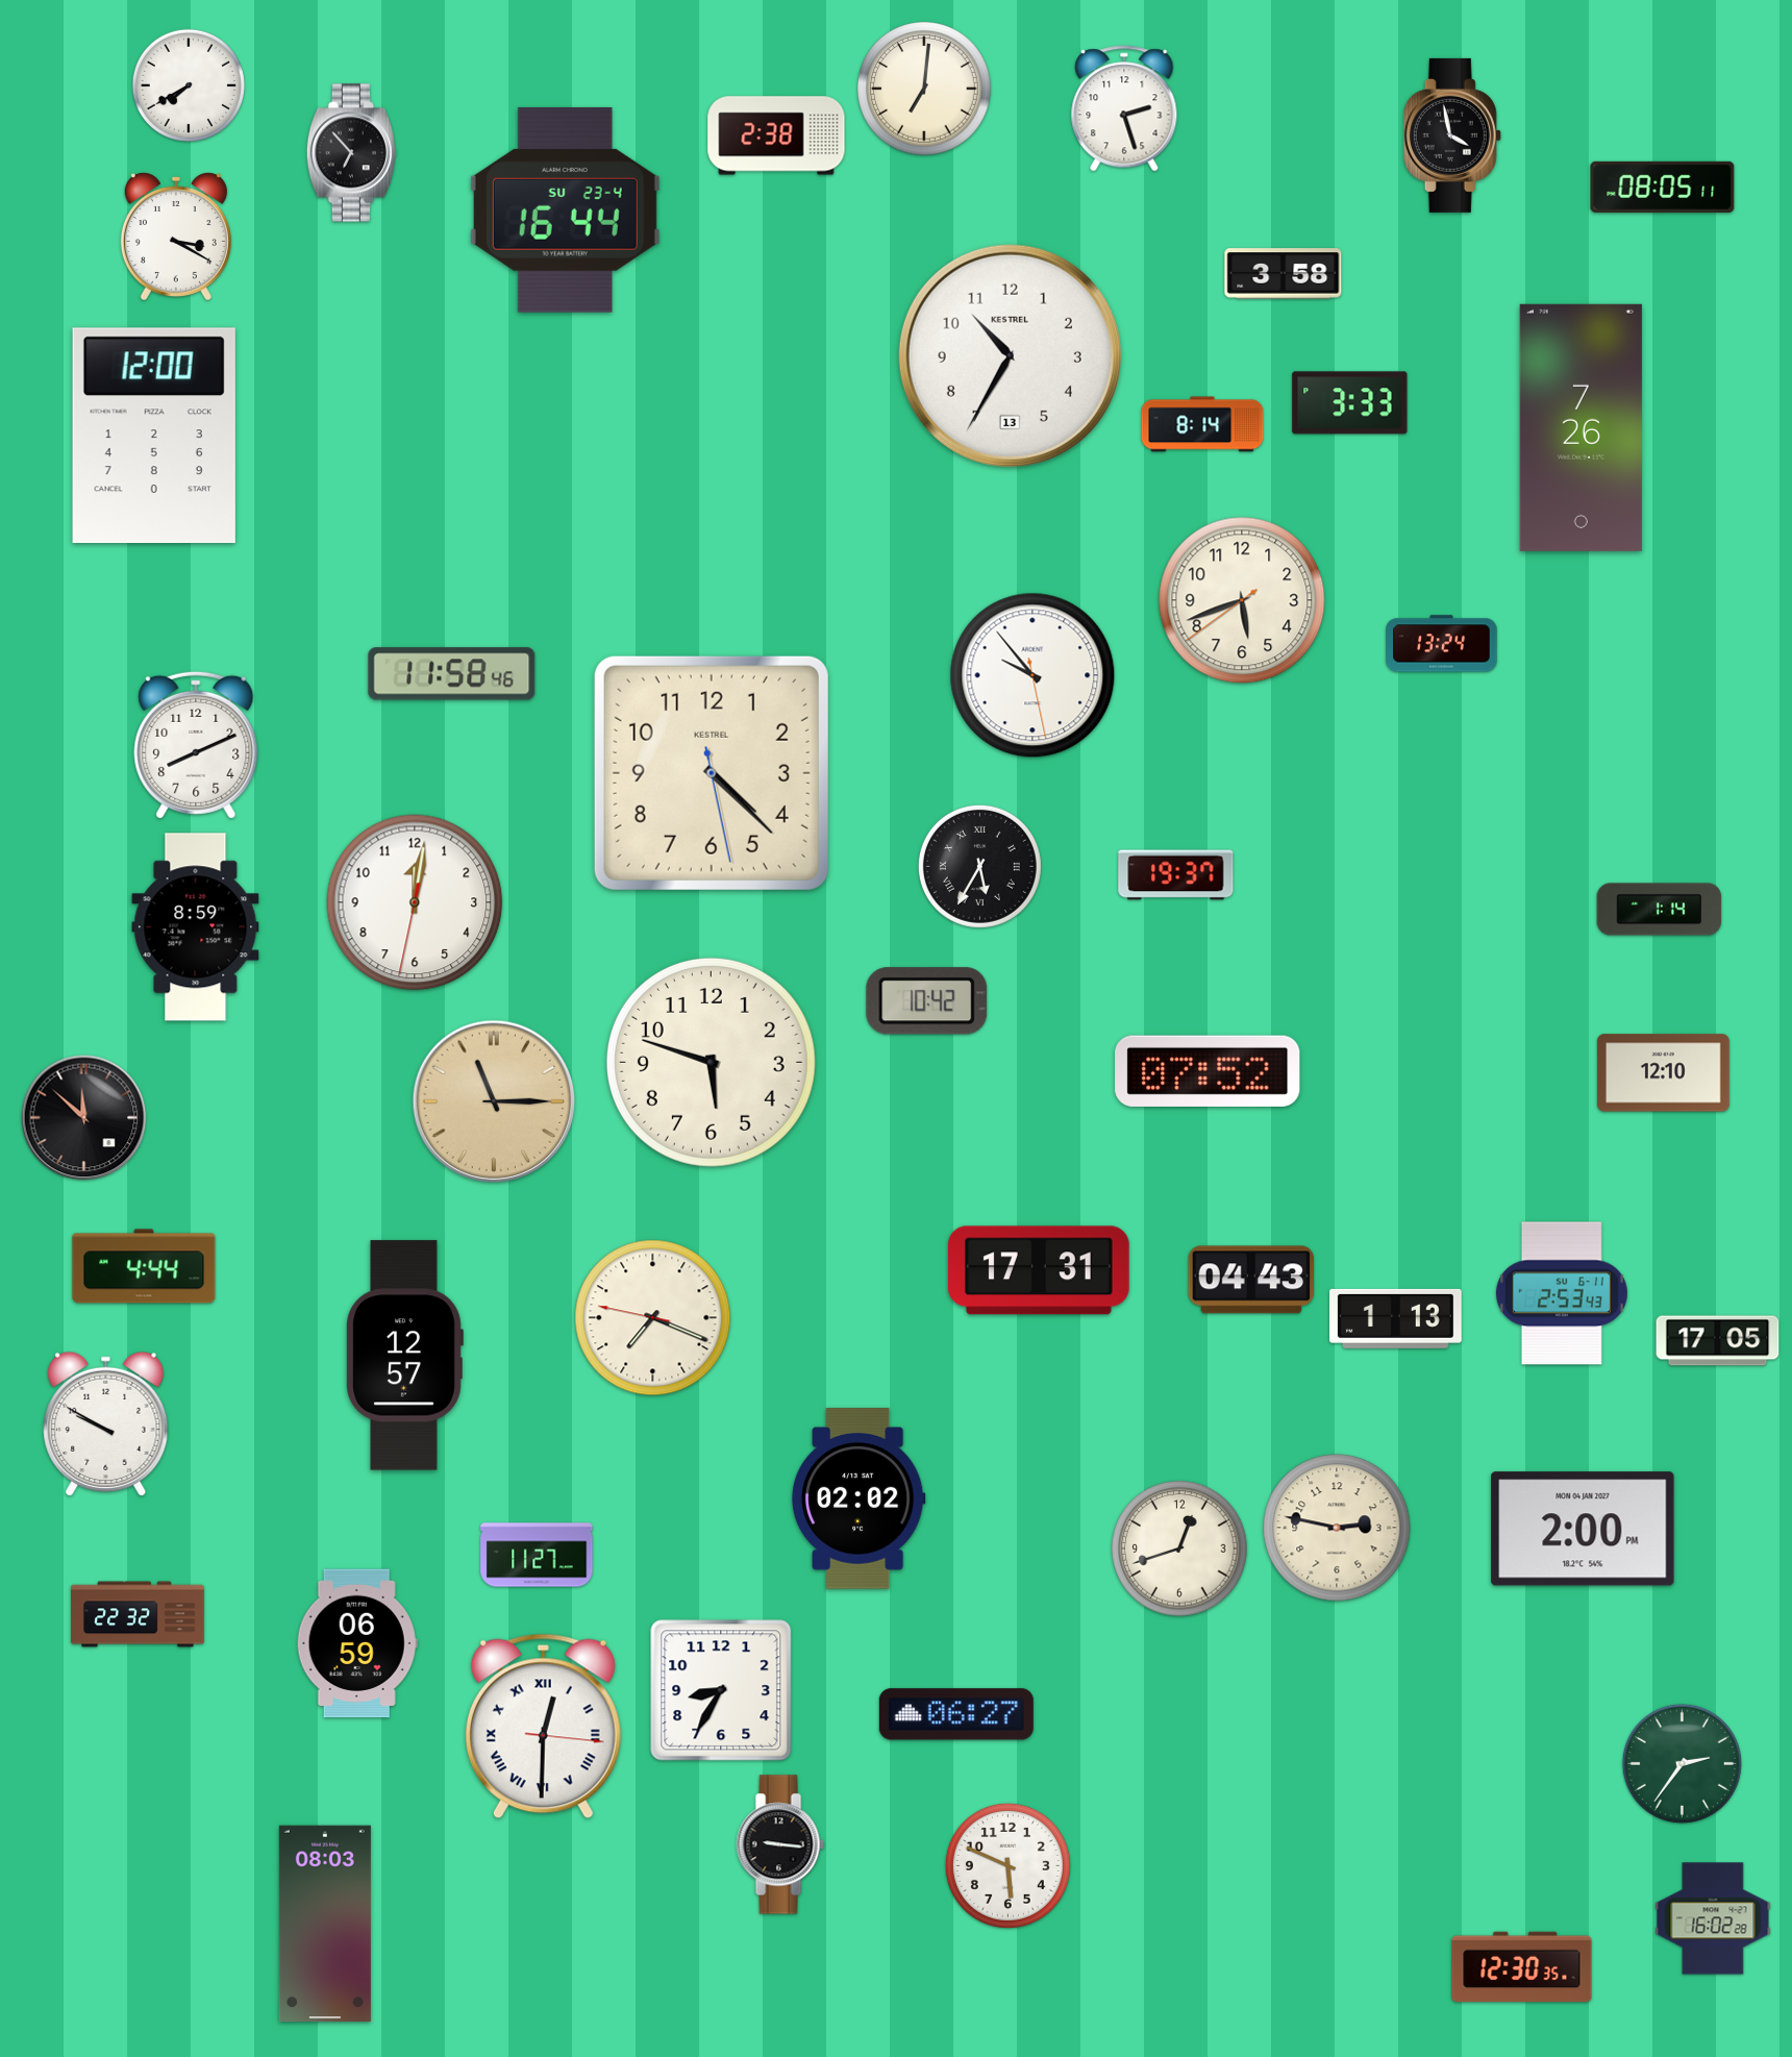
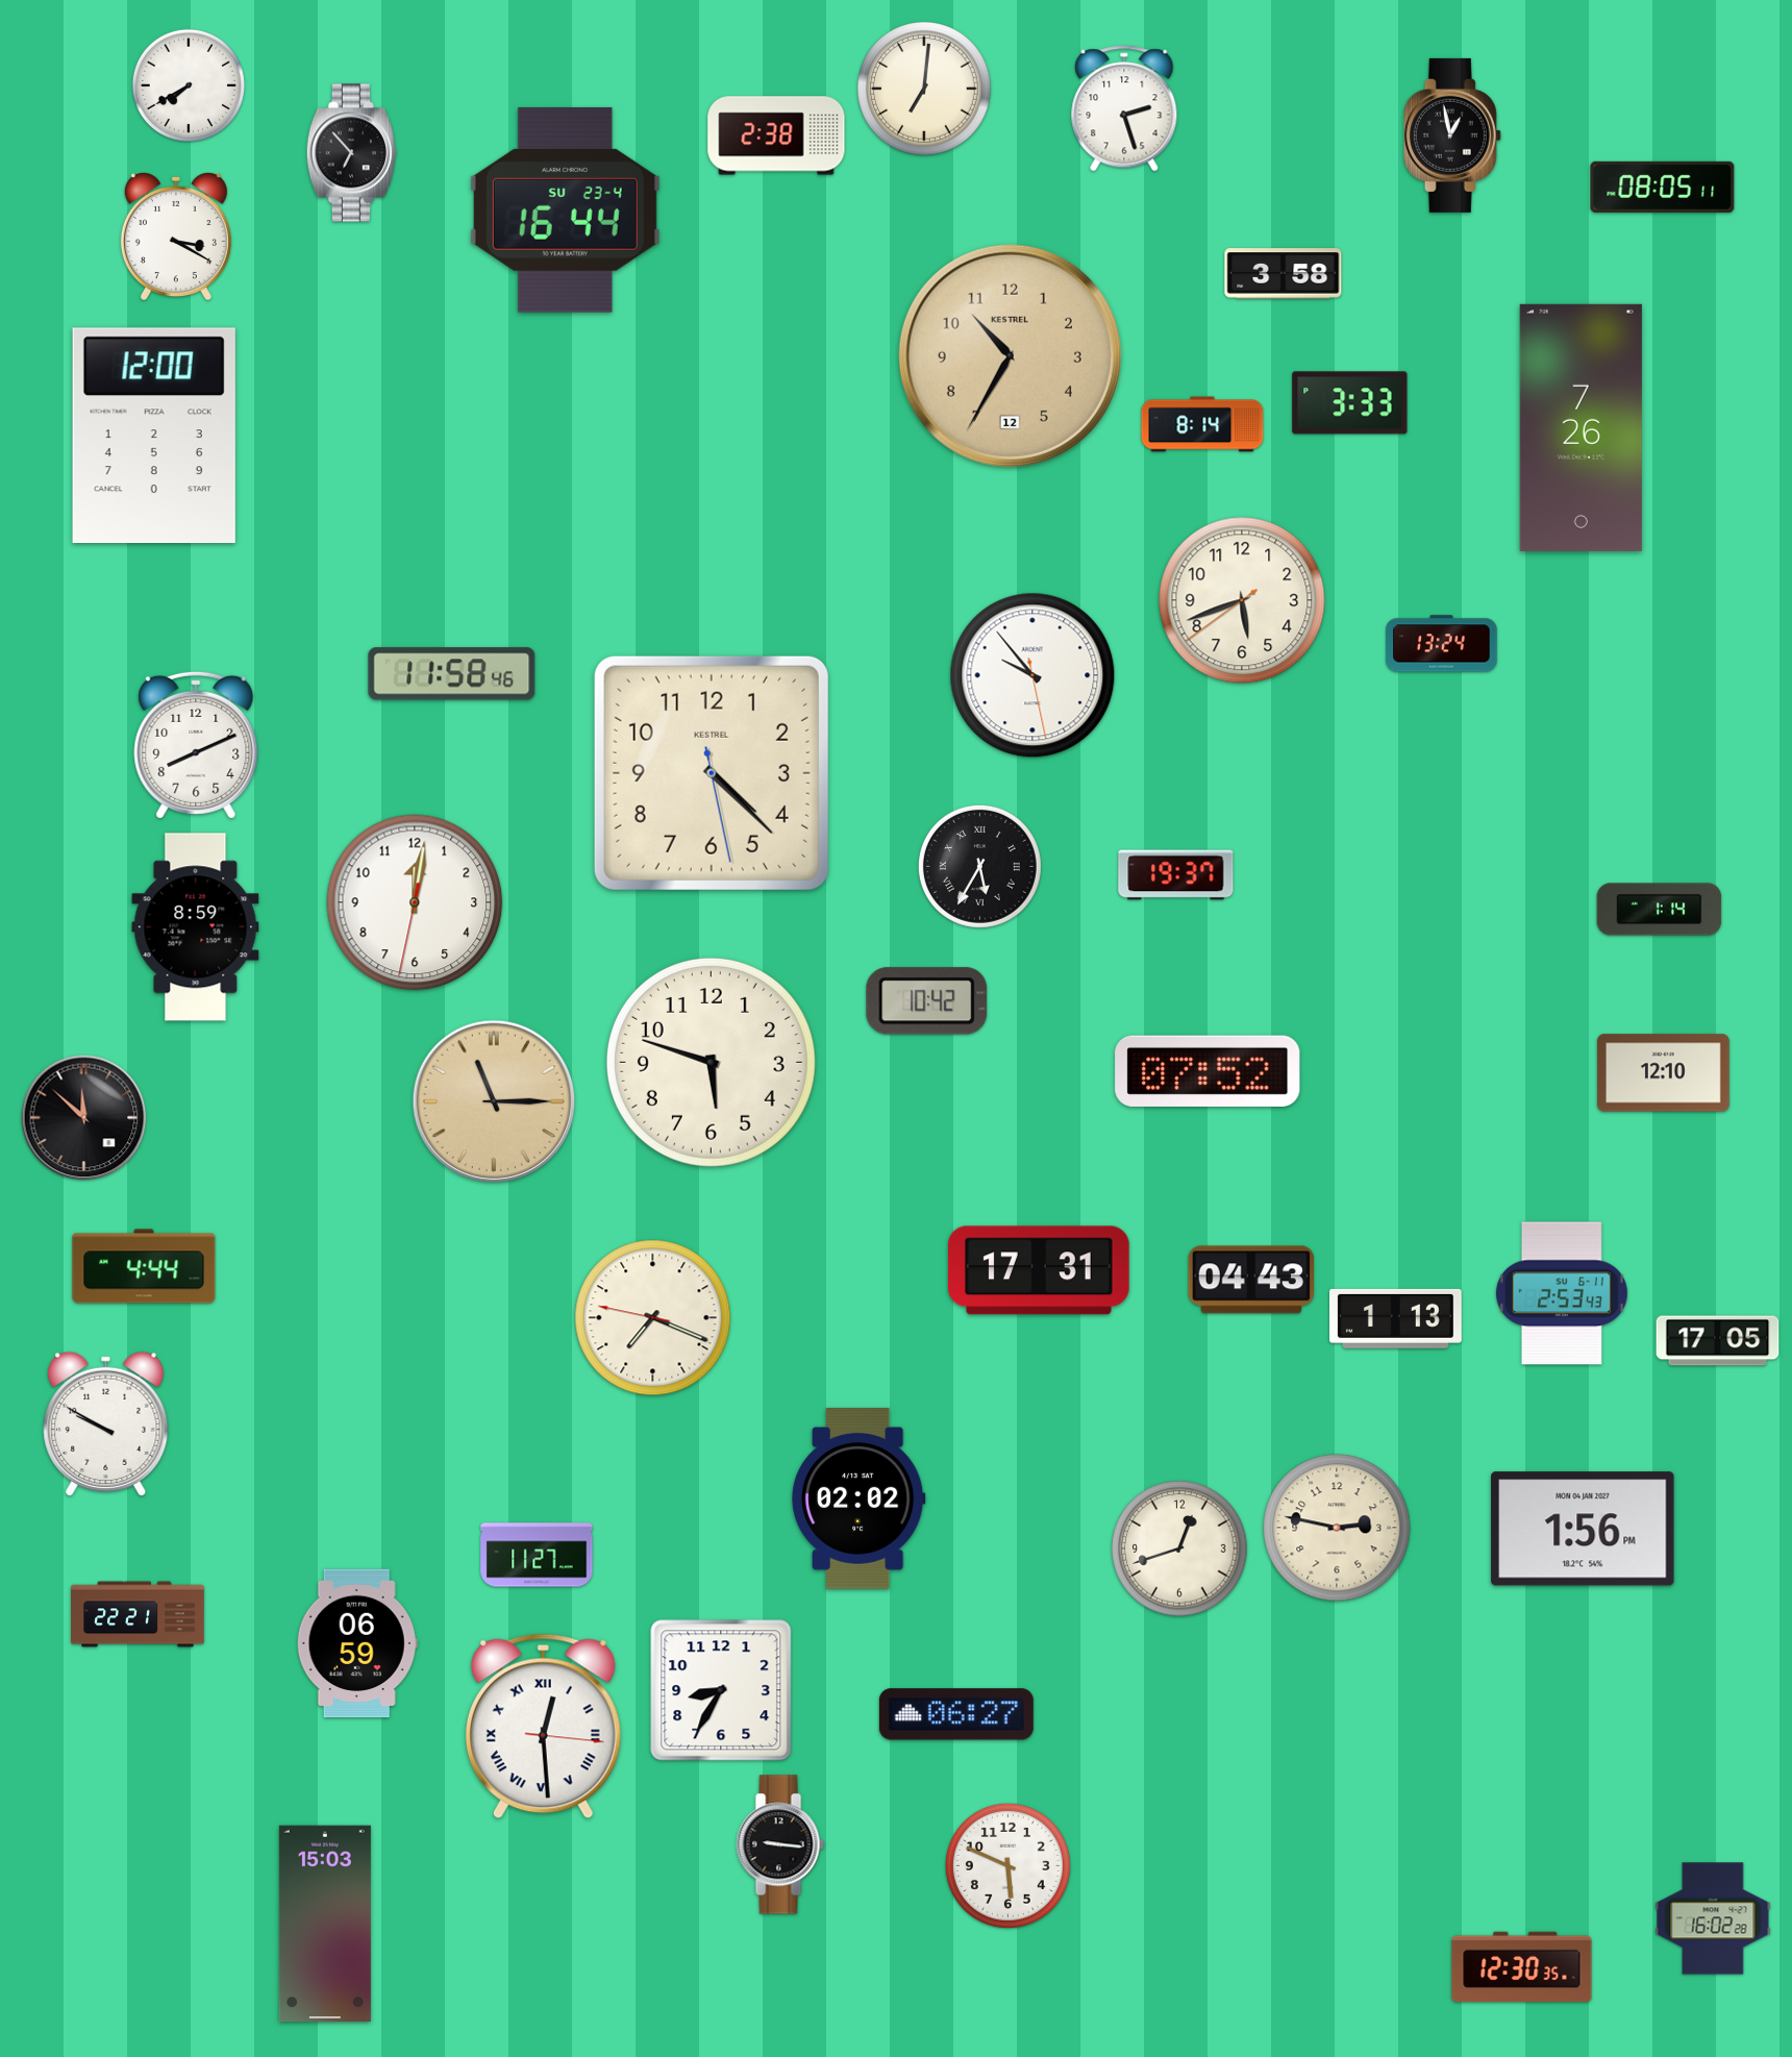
clock at (1452, 135): 3:58 -> 12:58
clock at (1010, 355) date: 13 -> 12
clock at (1010, 355) dial: white -> champagne
clock at (404, 1356): 12:57 -> none
clock at (1583, 1529): 2:00 -> 1:56
clock at (138, 1614): 22:32 -> 22:21
clock at (543, 1727): 12:30 -> 12:29
clock at (1682, 1763): 2:36 -> none
clock at (325, 1924): 08:03 -> 15:03
